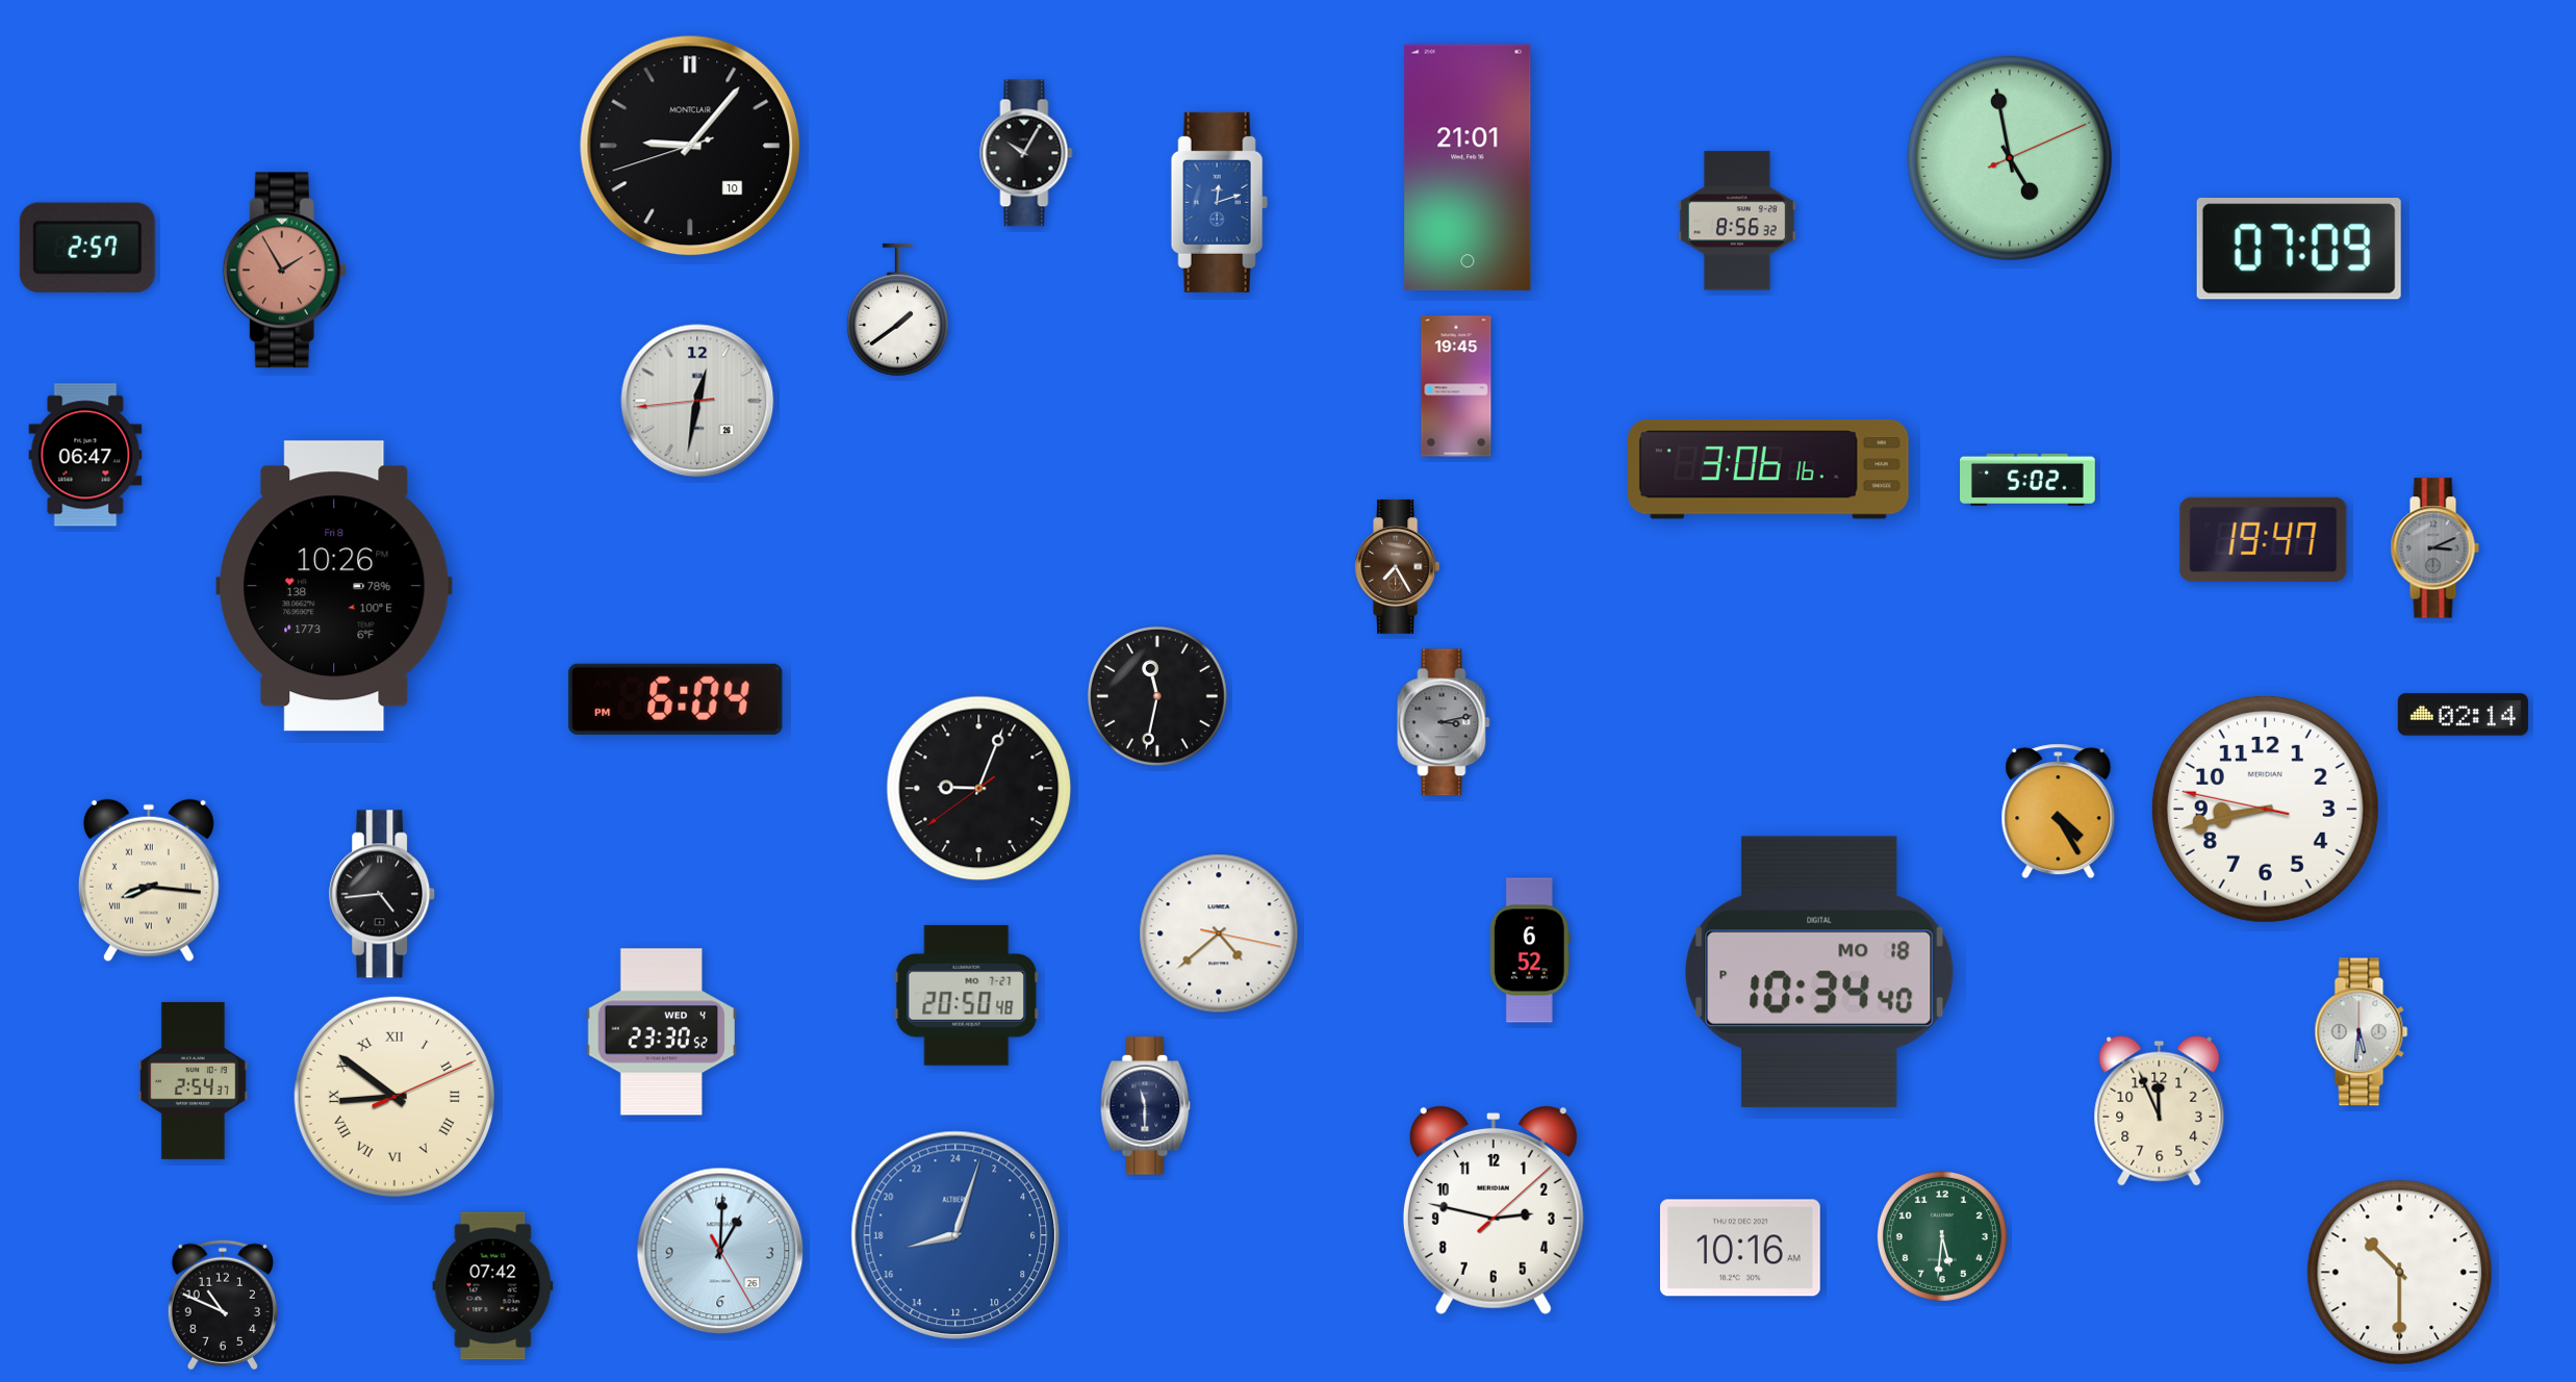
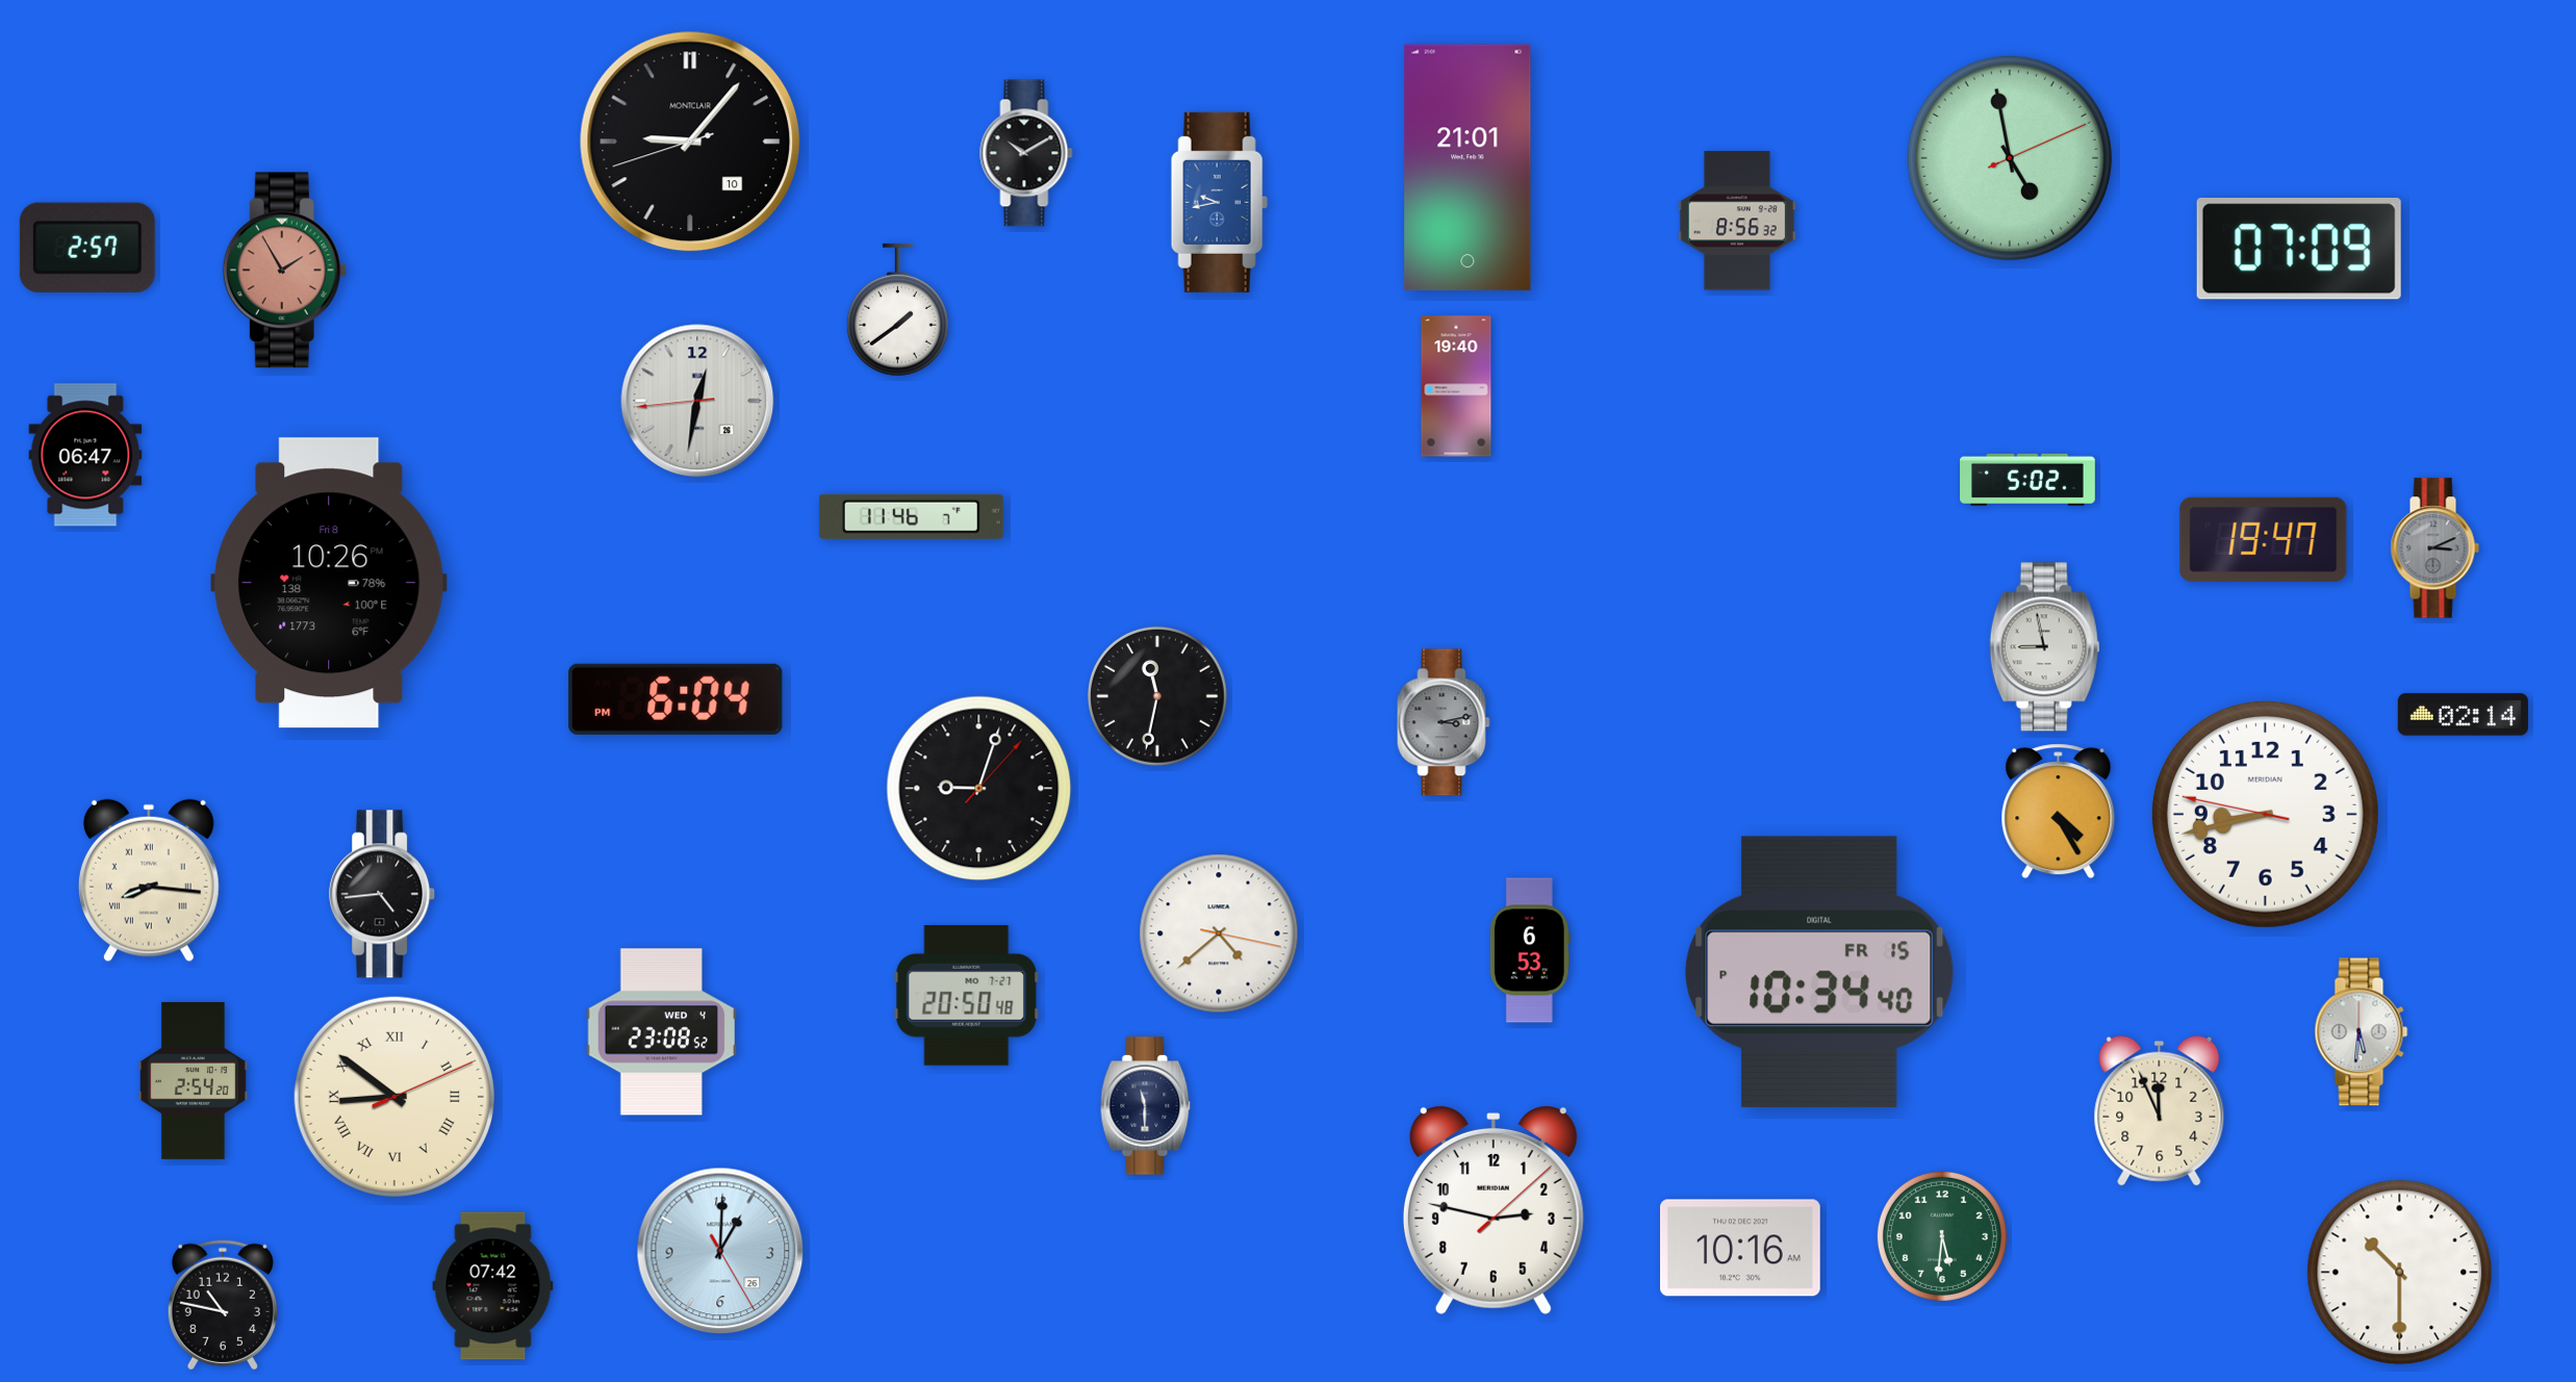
clock at (690, 146) position: (690, 146) -> (690, 142)
clock at (1026, 153): 10:05 -> 10:10
clock at (1219, 202): 12:12 -> 9:43
clock at (1456, 386): 19:45 -> 19:40
clock at (1768, 469): 3:06 -> none
clock at (911, 516): none -> 11:46
clock at (1398, 566): 7:25 -> none
clock at (334, 586) position: (334, 586) -> (329, 583)
clock at (2045, 647): none -> 8:58
clock at (979, 789): 9:03:39 -> 9:03:07
clock at (2265, 809) position: (2265, 809) -> (2265, 814)
clock at (1530, 950): 6:52 -> 6:53
clock at (1819, 972) date: MO 18 -> FR 15
clock at (661, 1032): 23:30 -> 23:08
clock at (193, 1080): 2:54:37 -> 2:54:20
clock at (955, 1235): 17:03 -> none
clock at (223, 1305): 10:49 -> 10:47
